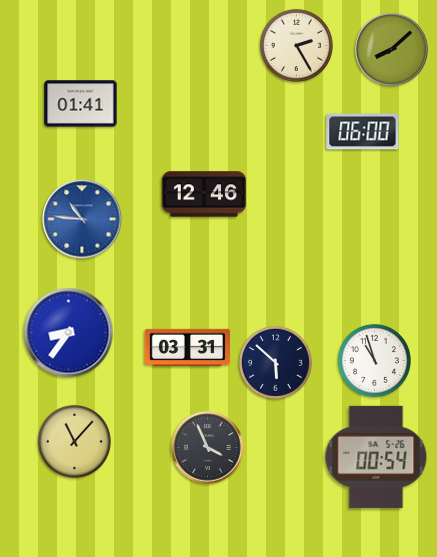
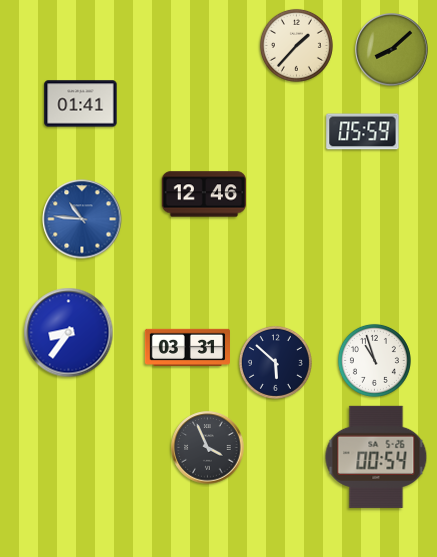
clock at (296, 45): 2:25 -> 1:37
clock at (363, 132): 06:00 -> 05:59
clock at (74, 441): 11:07 -> none
